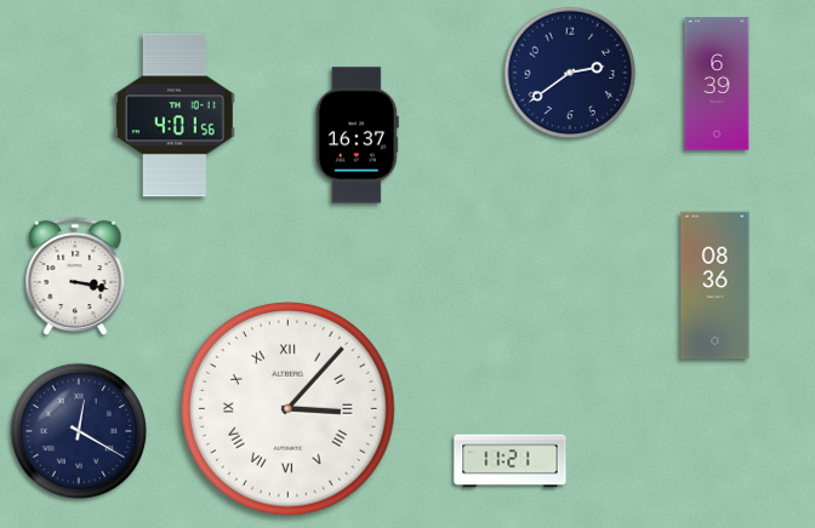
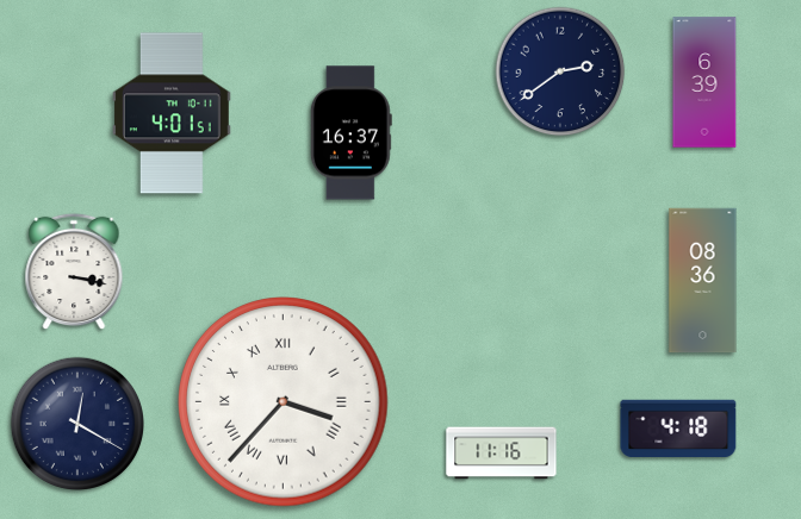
clock at (175, 115): 4:01:56 -> 4:01:51
clock at (289, 409): 3:07 -> 3:37
clock at (678, 427): none -> 4:18
clock at (511, 461): 11:21 -> 11:16
